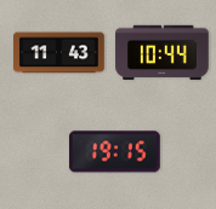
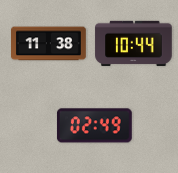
clock at (59, 53): 11:43 -> 11:38
clock at (114, 152): 19:15 -> 02:49
